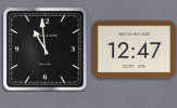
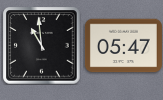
clock at (134, 50): 12:47 -> 05:47
